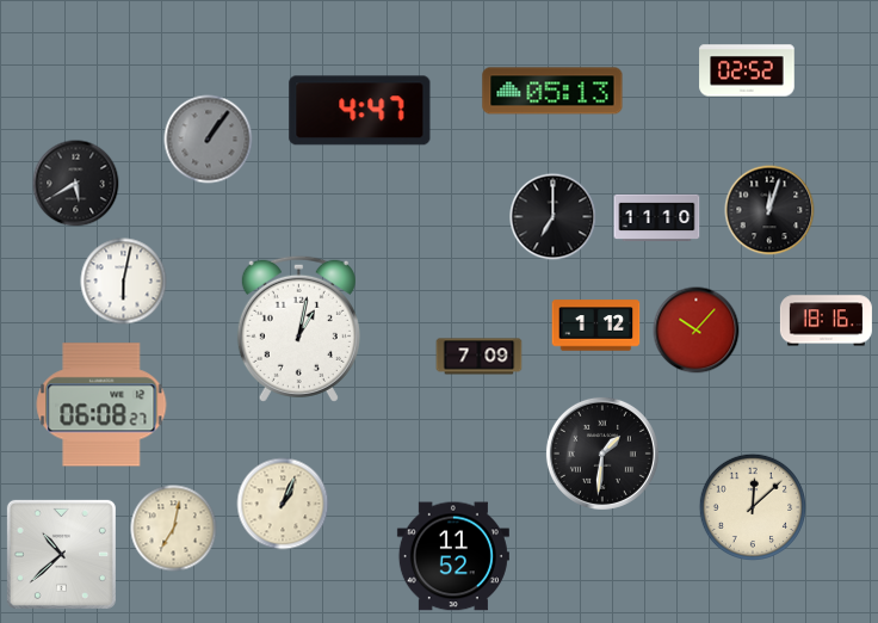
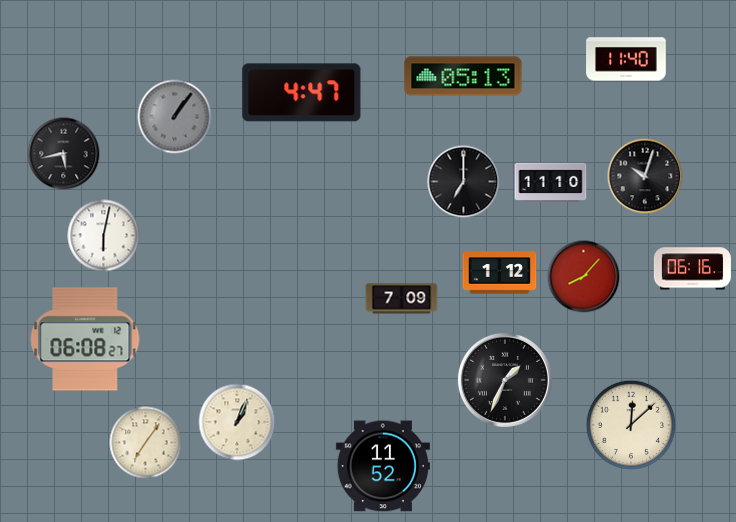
clock at (747, 70): 02:52 -> 11:40
clock at (76, 184): 5:40 -> 5:43
clock at (769, 210): 12:03 -> 10:03
clock at (826, 321): 18:16 -> 06:16
clock at (298, 328): 1:02 -> none
clock at (697, 331): 10:07 -> 8:07
clock at (602, 454): 1:31 -> 1:34
clock at (174, 529): 7:02 -> 7:06
clock at (61, 554): 10:38 -> none
clock at (453, 556) position: (453, 556) -> (383, 466)
